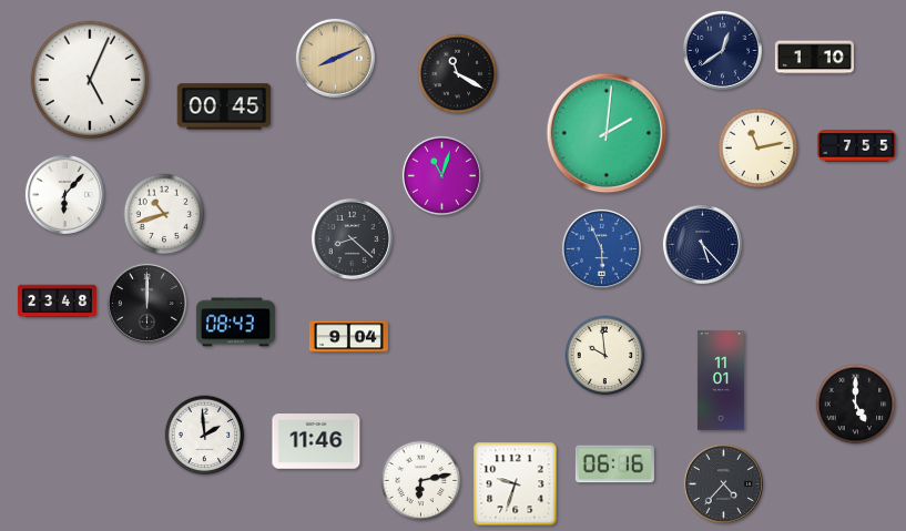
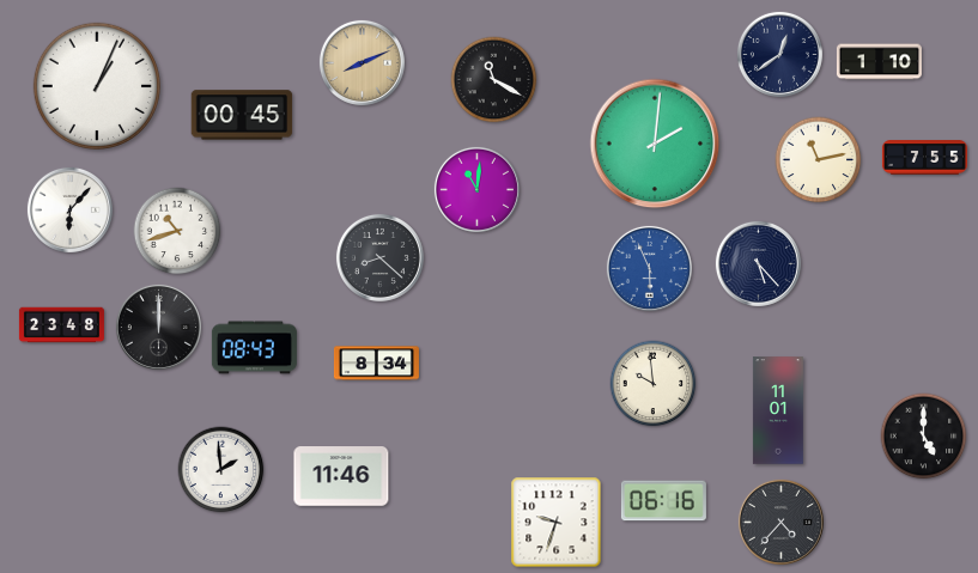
clock at (90, 80): 5:04 -> 1:04
clock at (441, 175): 11:03 -> 11:01
clock at (348, 337): 9:04 -> 8:34
clock at (421, 481): 6:13 -> none
